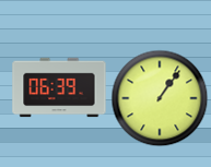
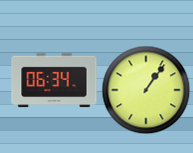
clock at (59, 87): 06:39 -> 06:34
